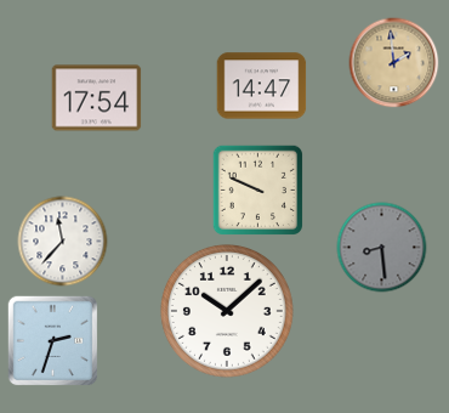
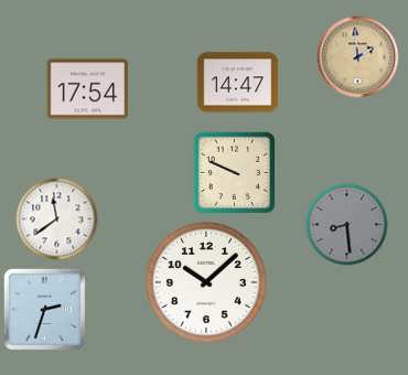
clock at (262, 86) position: (262, 86) -> (238, 83)
clock at (63, 242): 11:37 -> 11:39
clock at (53, 341) position: (53, 341) -> (45, 310)
